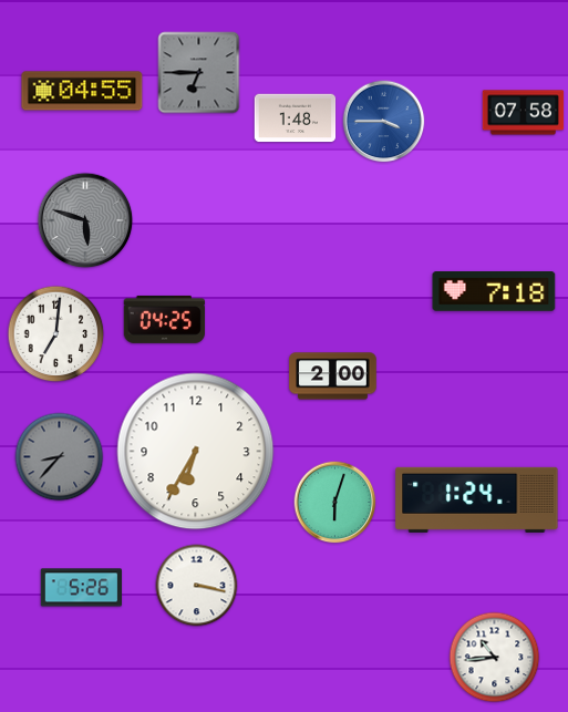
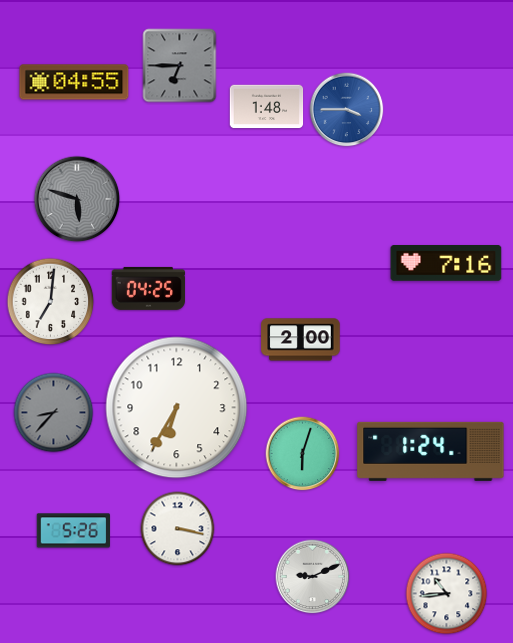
clock at (524, 113): 07:58 -> none
clock at (494, 292): 7:18 -> 7:16
clock at (313, 577): none -> 9:11
